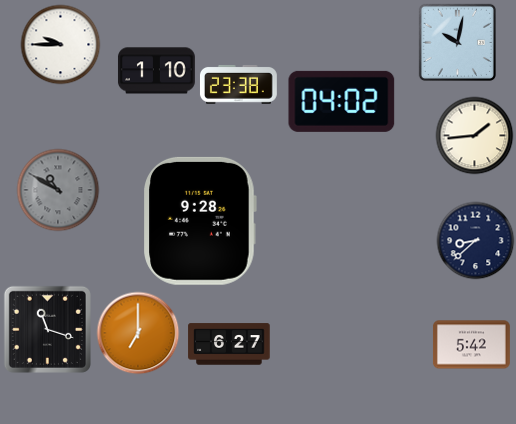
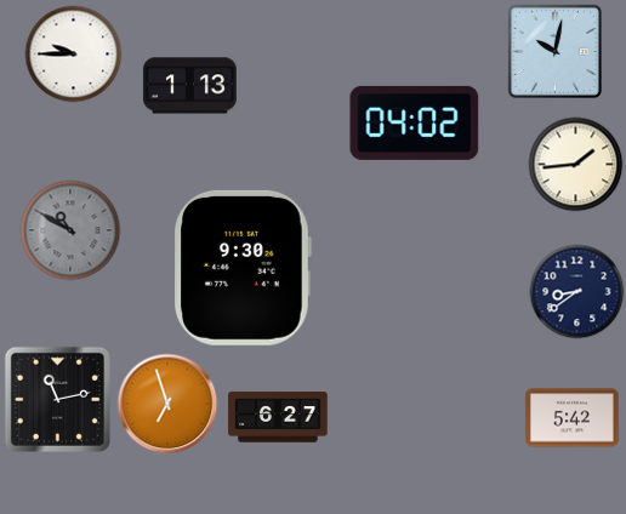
clock at (156, 71): 1:10 -> 1:13
clock at (238, 84): 23:38 -> none
clock at (200, 221): 9:28 -> 9:30
clock at (475, 240): 8:38 -> 8:39
clock at (47, 329): 11:18 -> 11:13
clock at (138, 333): 7:00 -> 6:57
